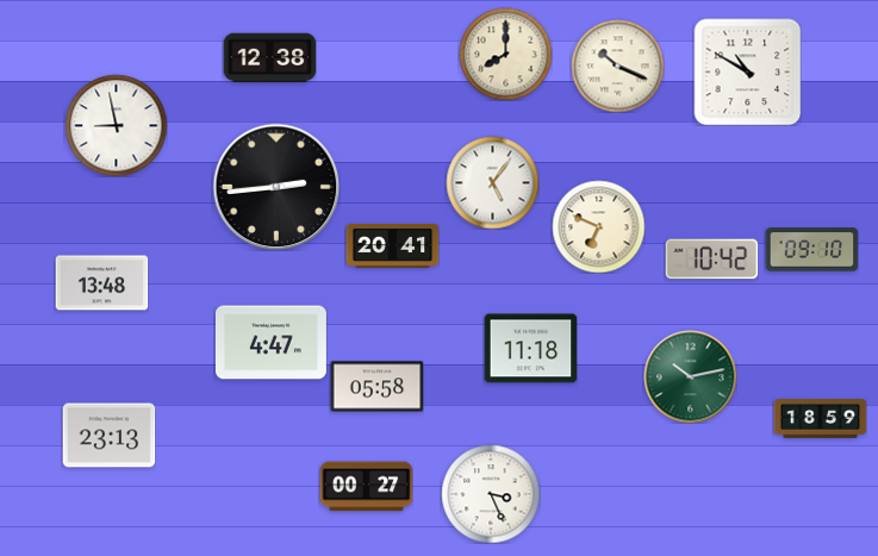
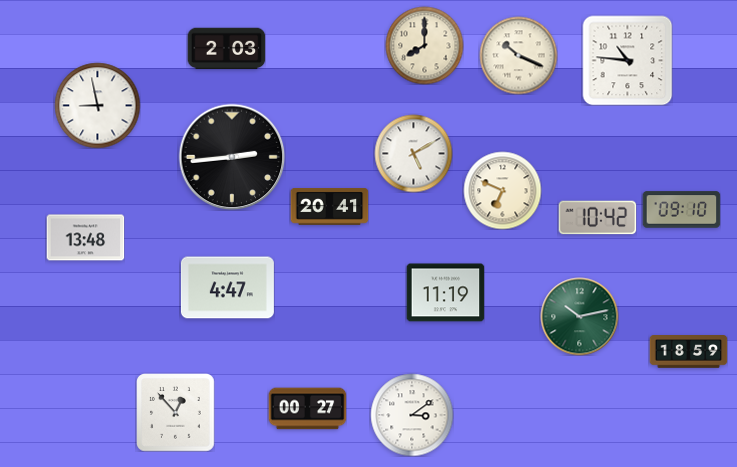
clock at (269, 58): 12:38 -> 2:03
clock at (747, 71): 10:50 -> 10:46
clock at (492, 182): 5:06 -> 5:10
clock at (530, 349): 11:18 -> 11:19
clock at (376, 387): 05:58 -> none
clock at (108, 436): 23:13 -> none
clock at (176, 413): none -> 12:53
clock at (491, 494): 3:26 -> 3:09
